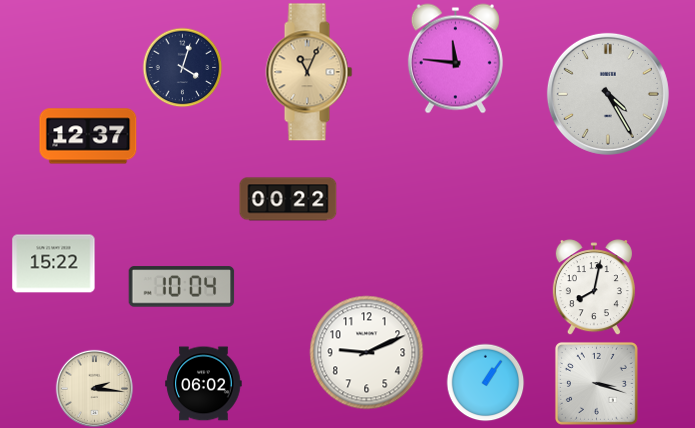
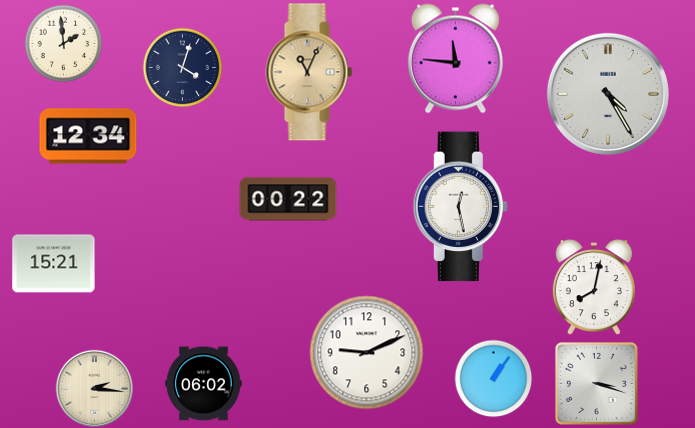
clock at (63, 43): none -> 1:59
clock at (88, 136): 12:37 -> 12:34
clock at (460, 207): none -> 12:28
clock at (54, 264): 15:22 -> 15:21
clock at (182, 287): 10:04 -> none
clock at (485, 382) position: (485, 382) -> (493, 378)
